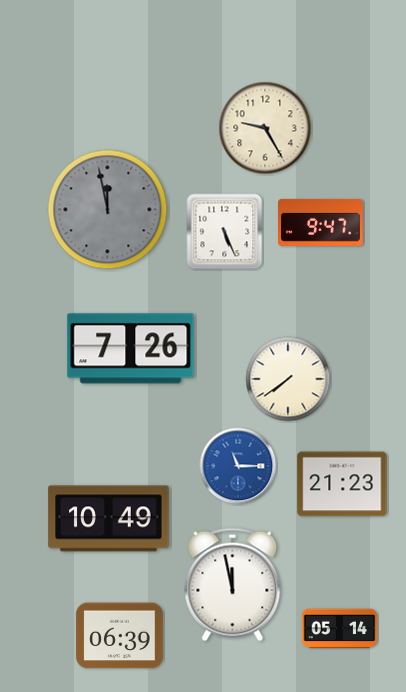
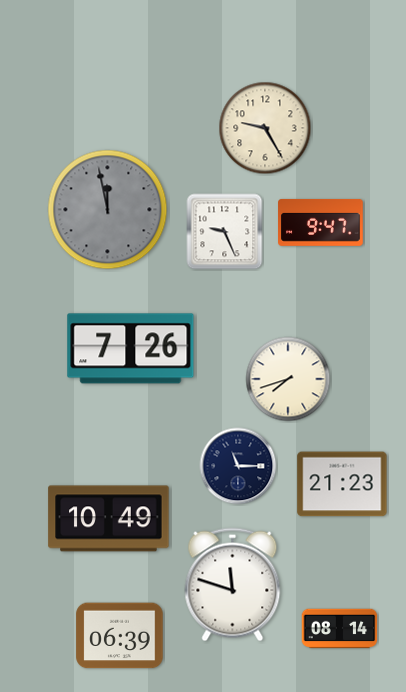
clock at (225, 232): 5:26 -> 9:26
clock at (288, 379): 7:39 -> 7:42
clock at (238, 466) dial: blue -> navy
clock at (233, 585): 11:58 -> 11:48
clock at (340, 629): 05:14 -> 08:14
